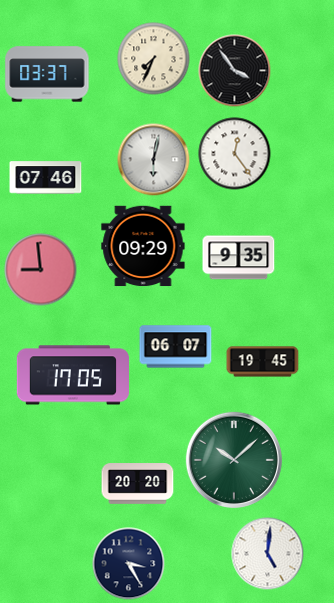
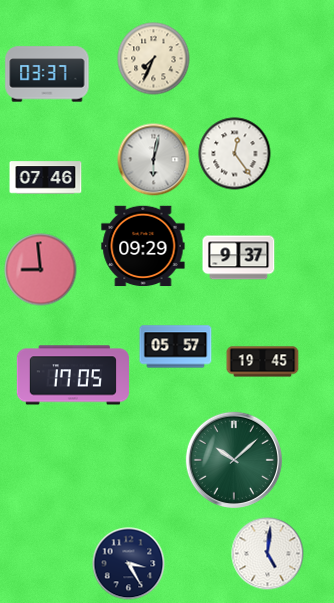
clock at (235, 71): 3:54 -> none
clock at (239, 258): 9:35 -> 9:37
clock at (176, 347): 06:07 -> 05:57
clock at (138, 484): 20:20 -> none
